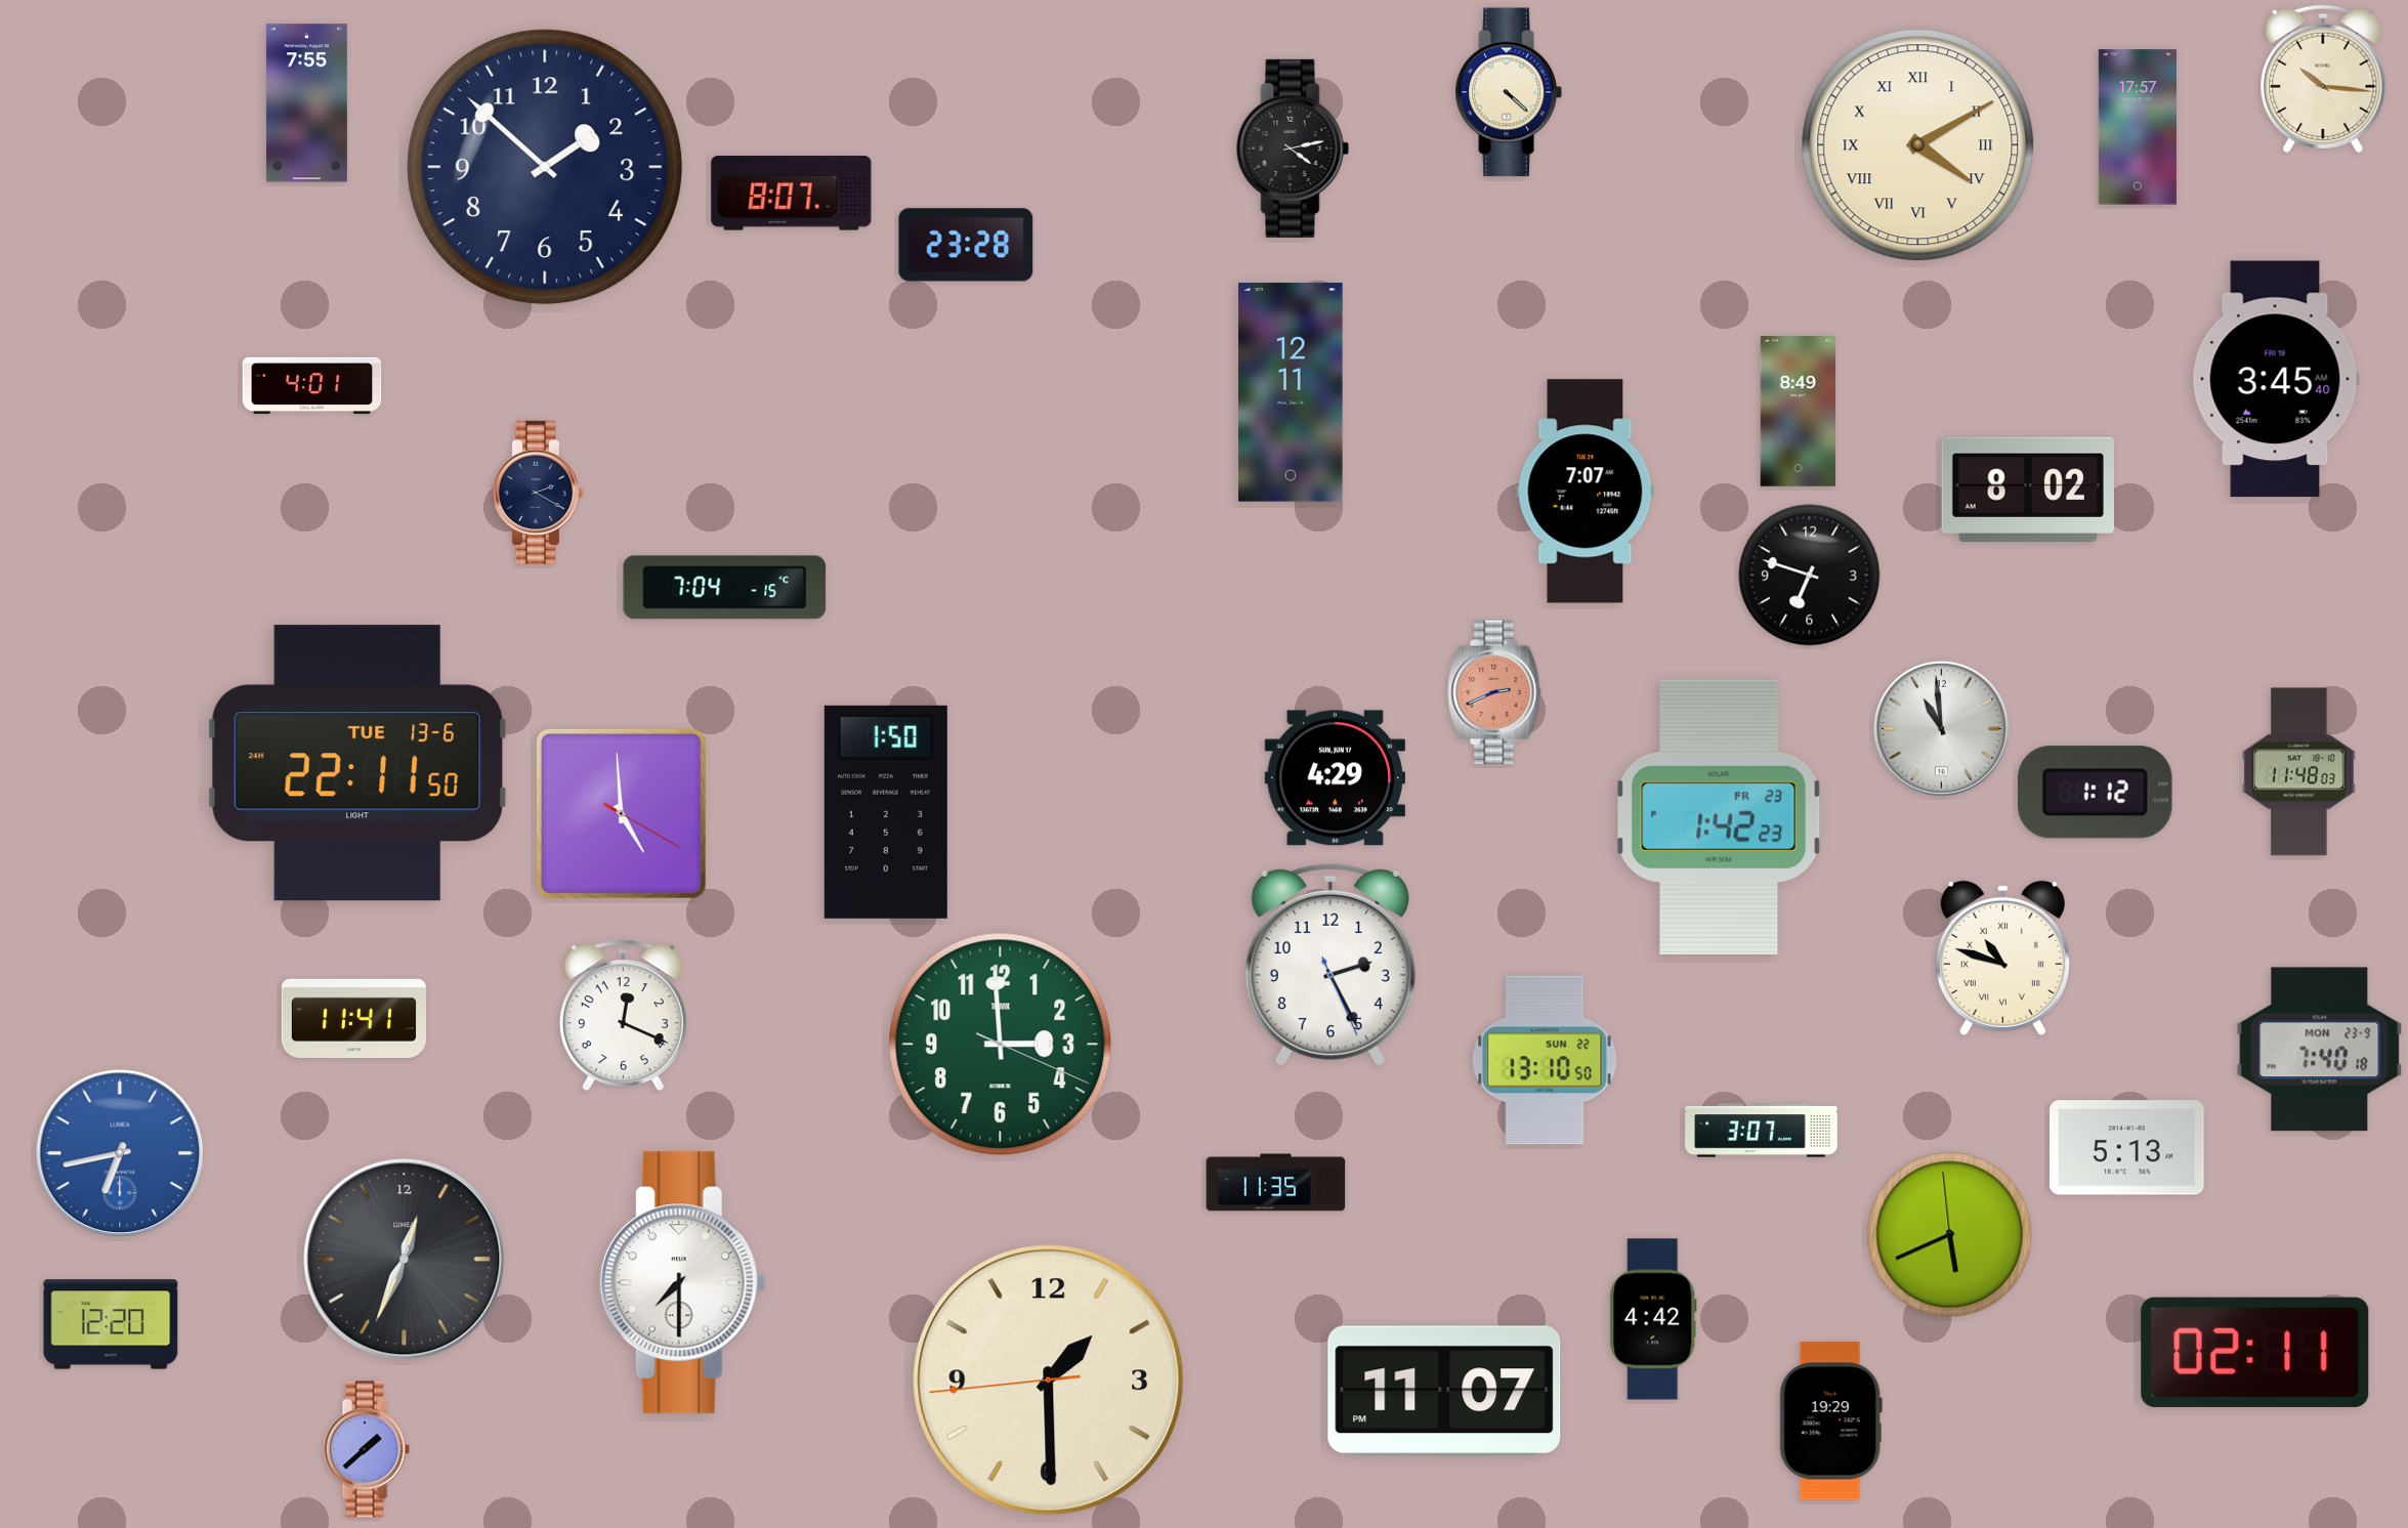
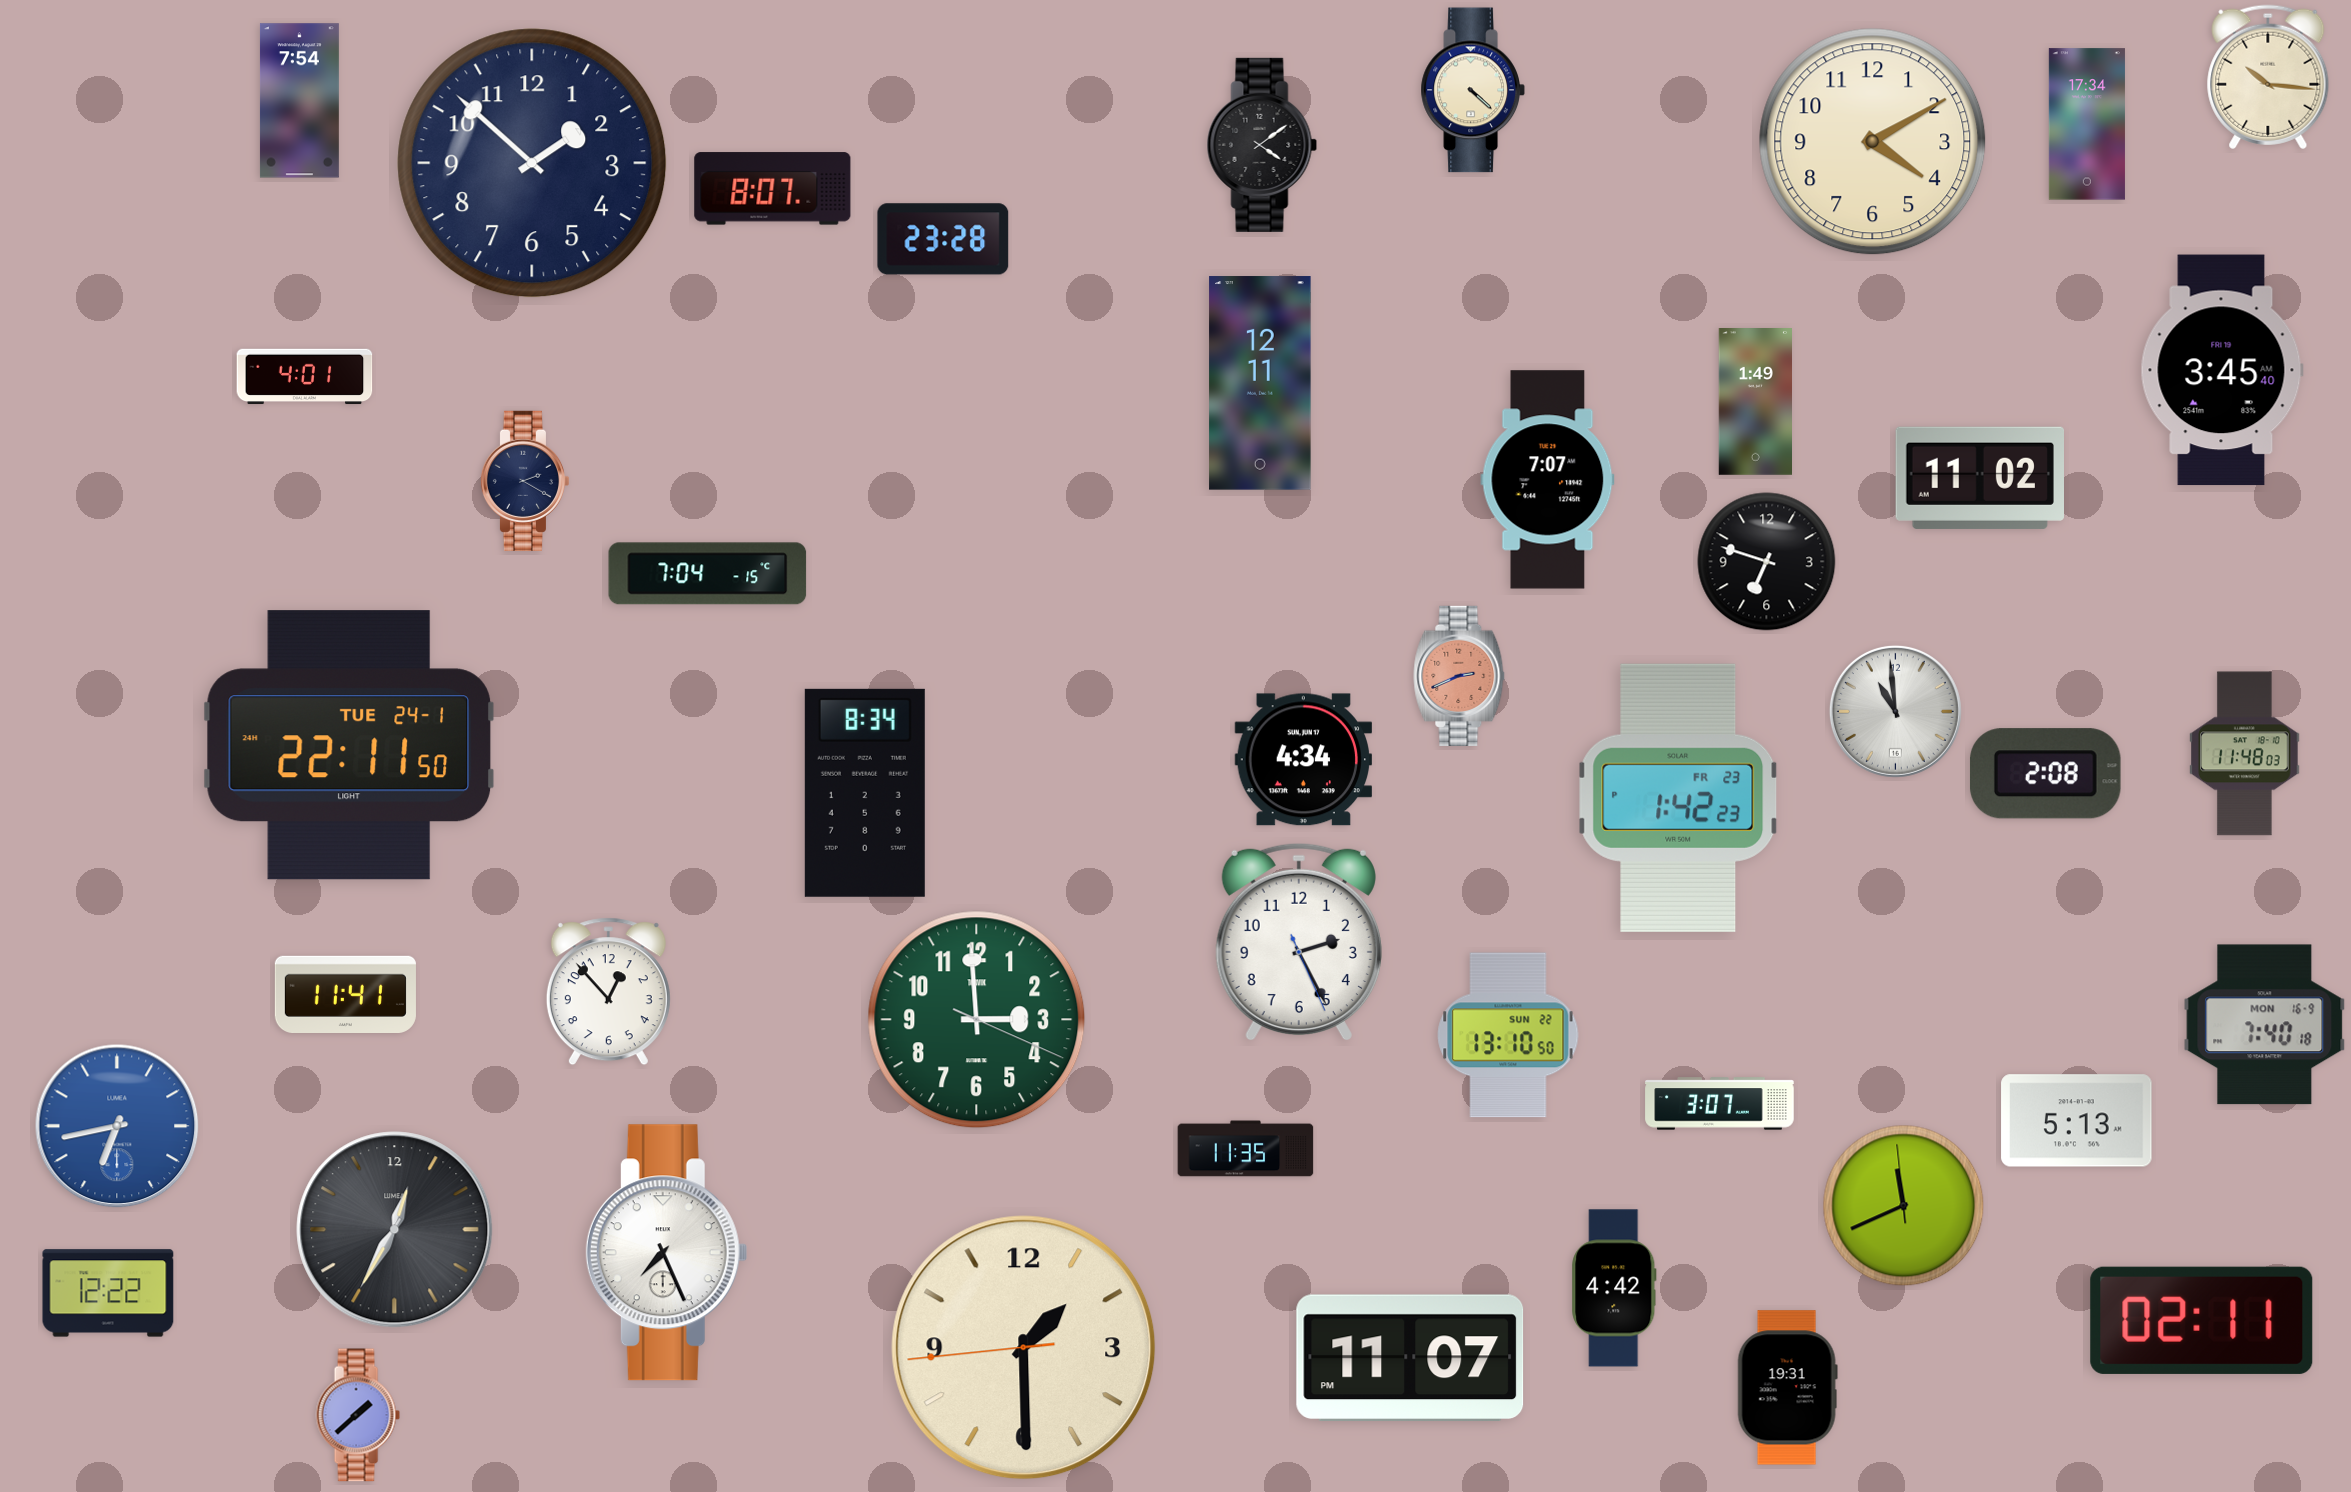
clock at (306, 103): 7:55 -> 7:54
clock at (2138, 127): 17:57 -> 17:34
clock at (1918, 145) numerals: Roman -> Arabic
clock at (1293, 148): 4:13 -> 4:09
clock at (1798, 412): 8:49 -> 1:49
clock at (2027, 490): 8:02 -> 11:02
clock at (356, 763) date: TUE 13-6 -> TUE 24-1
clock at (1335, 778): 4:29 -> 4:34
clock at (2095, 793): 1:12 -> 2:08
clock at (886, 812): 1:50 -> 8:34
clock at (621, 813): 4:59 -> none
clock at (2002, 958): 10:48 -> none
clock at (623, 1016): 12:19 -> 12:53
clock at (2320, 1050) date: MON 23-9 -> MON 16-9
clock at (1276, 1183) position: (1276, 1183) -> (1246, 1149)
clock at (1950, 1235): 5:40 -> 11:40
clock at (405, 1260): 12:34 -> 12:35
clock at (682, 1283): 7:30 -> 7:26
clock at (111, 1324): 12:20 -> 12:22
clock at (1830, 1421): 19:29 -> 19:31
